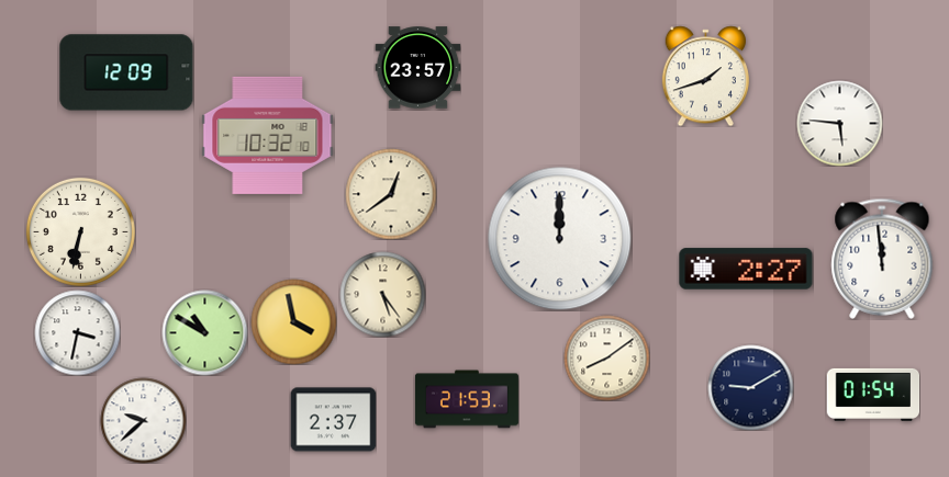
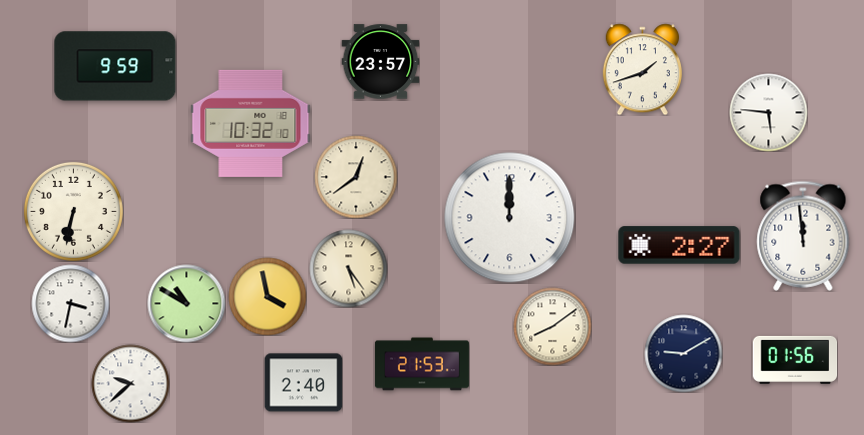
clock at (126, 72): 12:09 -> 9:59
clock at (839, 123) position: (839, 123) -> (768, 112)
clock at (268, 135) position: (268, 135) -> (251, 123)
clock at (293, 321) position: (293, 321) -> (267, 296)
clock at (873, 395): 01:54 -> 01:56
clock at (467, 399) position: (467, 399) -> (422, 364)
clock at (333, 420): 2:37 -> 2:40
